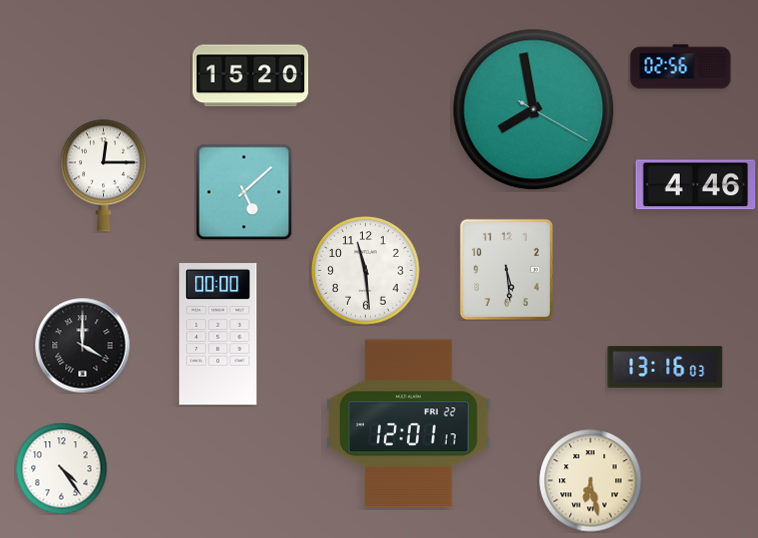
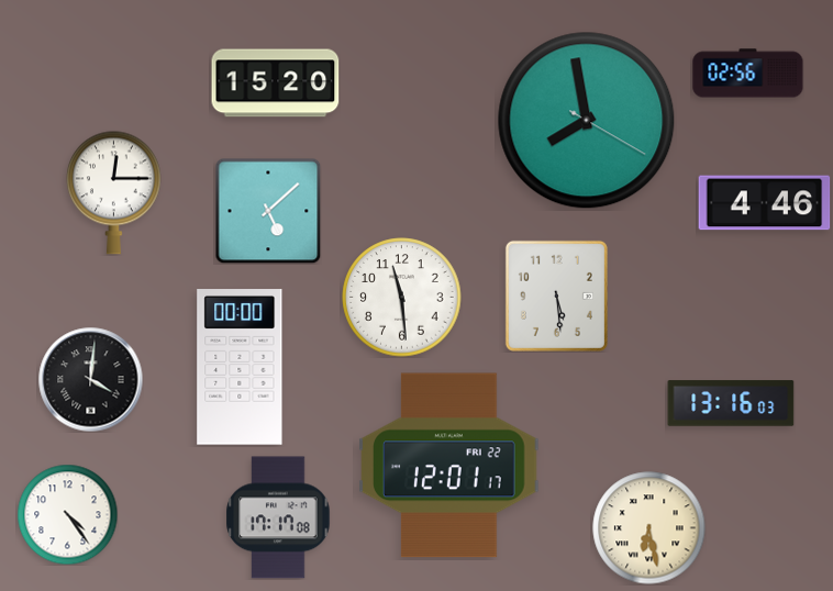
clock at (82, 345): 4:00 -> 4:01
clock at (278, 517): none -> 17:17
